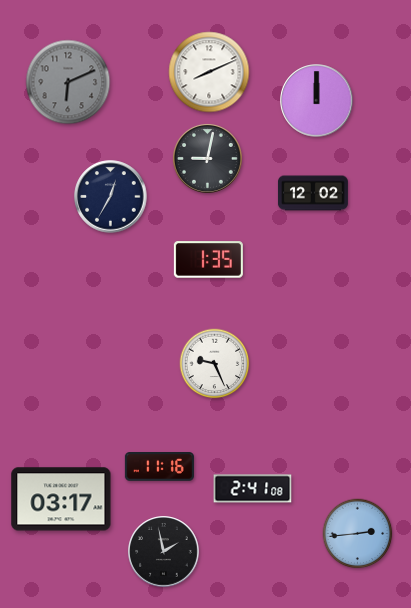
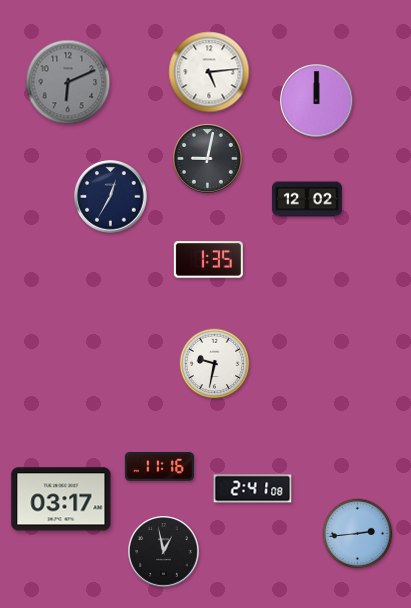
clock at (209, 72): 8:11 -> 5:14
clock at (313, 193) position: (313, 193) -> (307, 199)
clock at (215, 364): 9:26 -> 9:32
clock at (164, 552): 1:58 -> 12:58
